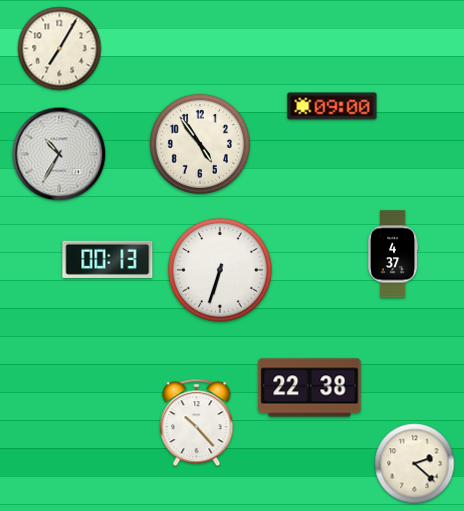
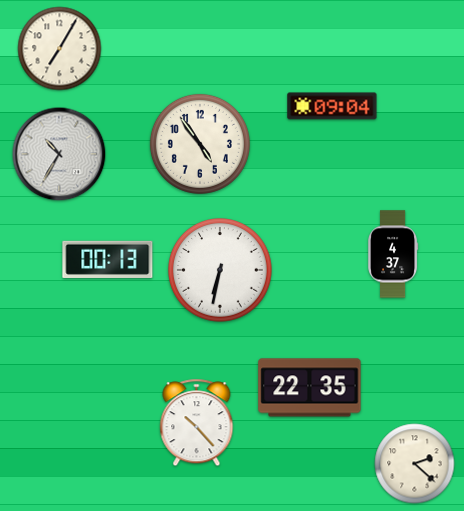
clock at (332, 106): 09:00 -> 09:04
clock at (221, 271): 6:33 -> 6:32
clock at (310, 388): 22:38 -> 22:35
